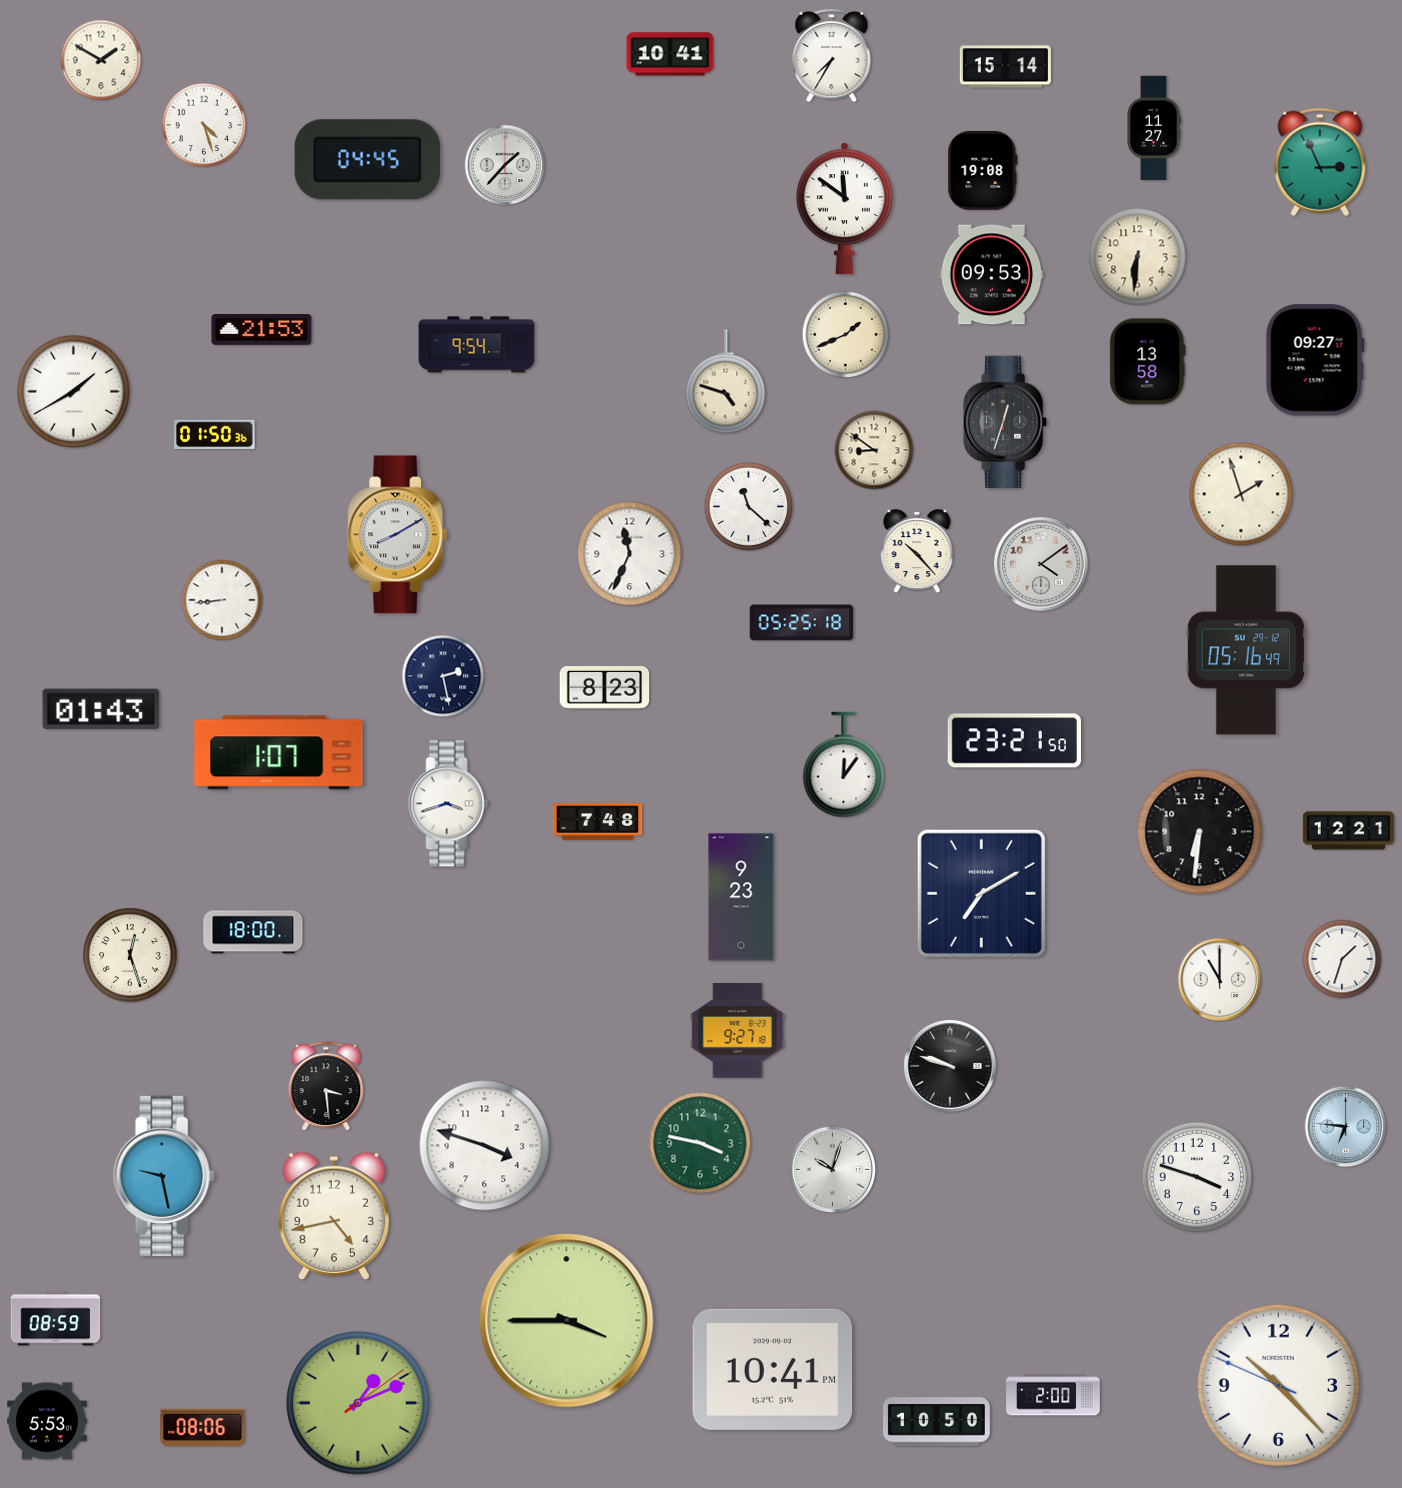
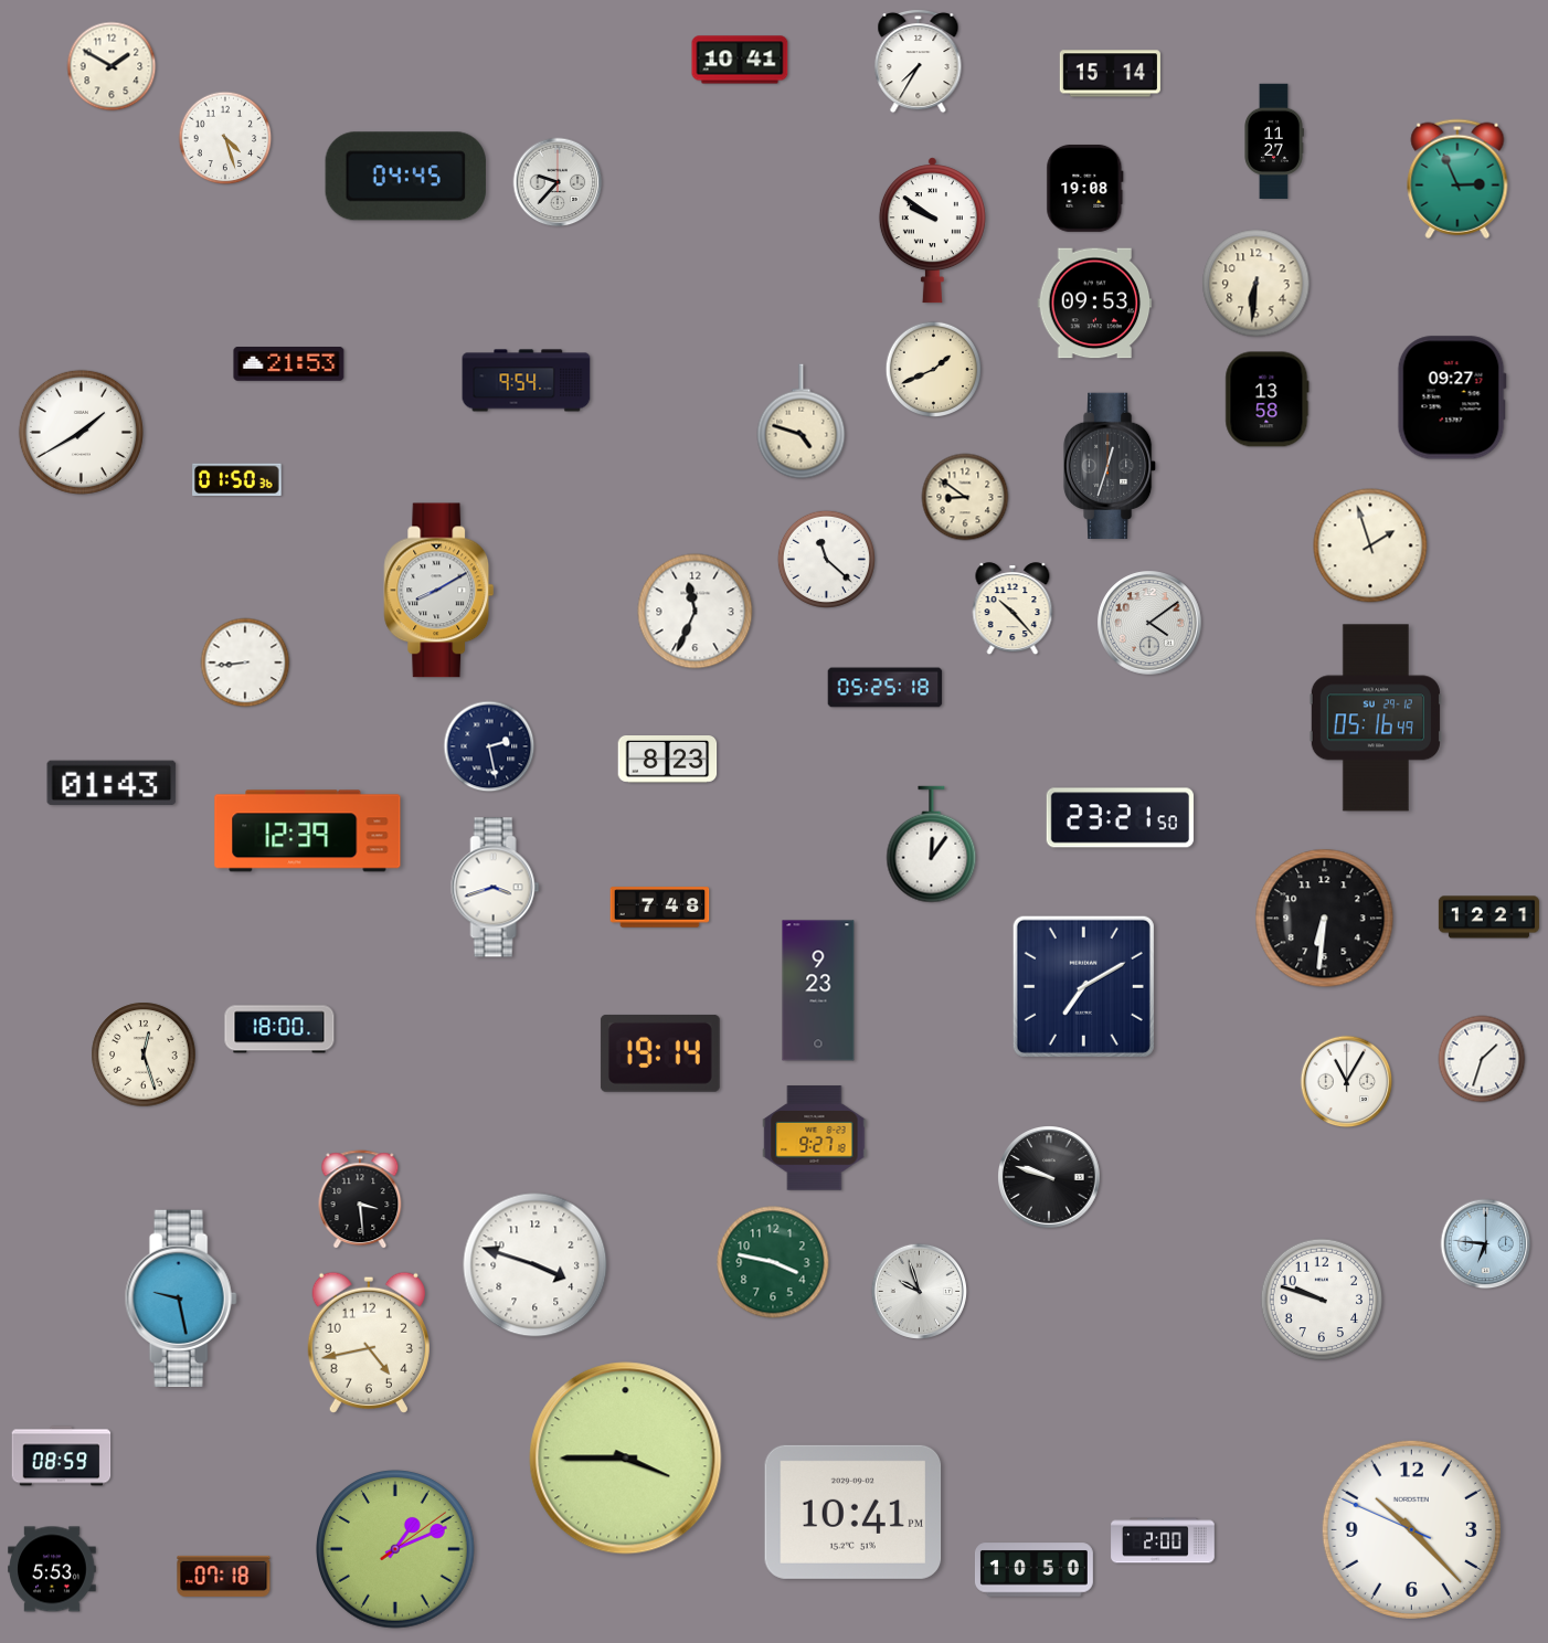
clock at (505, 165): 1:37 -> 9:37
clock at (844, 209): 11:51 -> 9:51
clock at (279, 753): 1:07 -> 12:39
clock at (660, 1053): none -> 19:14
clock at (1220, 980): 11:00 -> 11:05
clock at (832, 1169): 10:03 -> 9:57
clock at (1197, 1177): 3:48 -> 9:48
clock at (203, 1427): 08:06 -> 07:18
